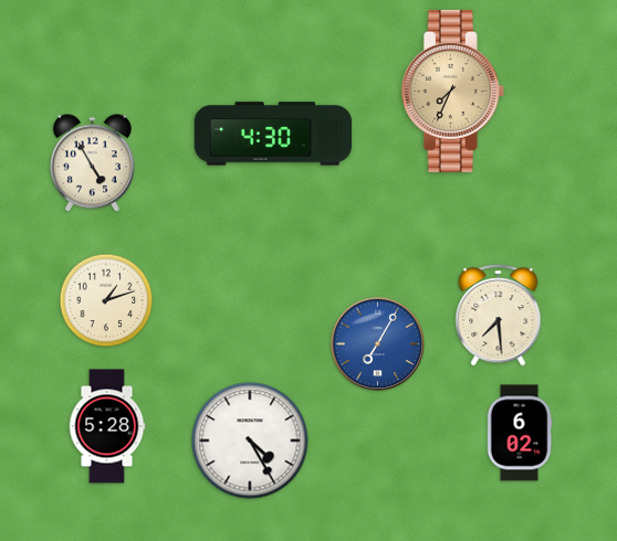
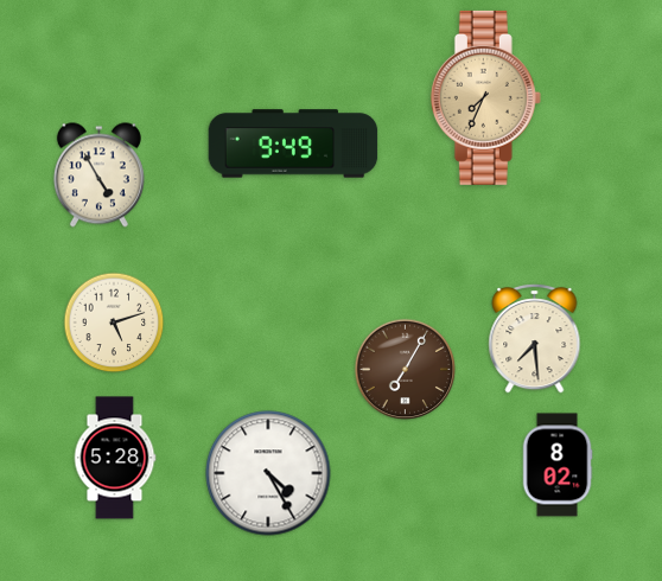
clock at (273, 134): 4:30 -> 9:49
clock at (106, 300): 1:12 -> 5:12
clock at (378, 344) dial: blue -> brown
clock at (520, 433): 6:02 -> 8:02
